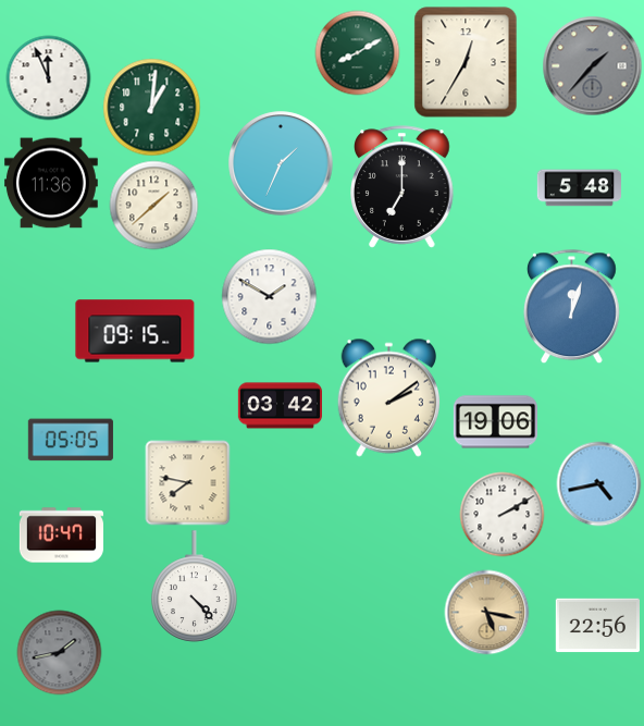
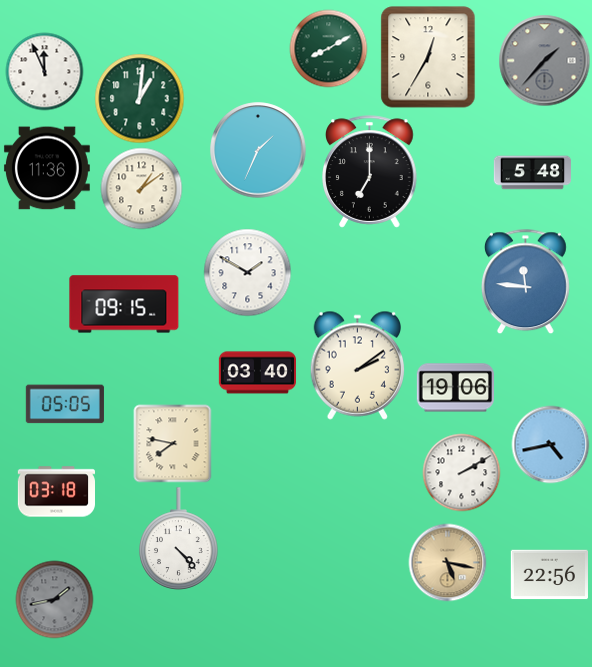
clock at (153, 205): 1:38 -> 1:09
clock at (571, 306): 12:03 -> 11:46
clock at (280, 406): 03:42 -> 03:40
clock at (61, 536): 10:47 -> 03:18
